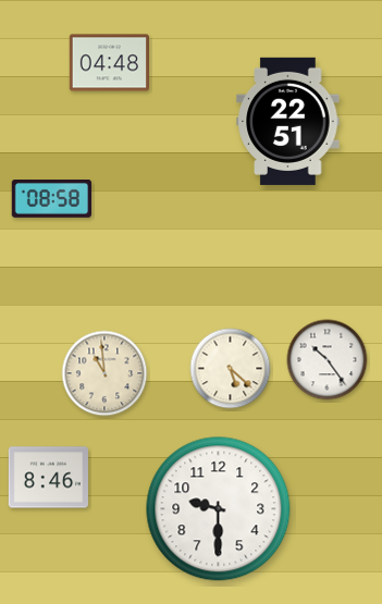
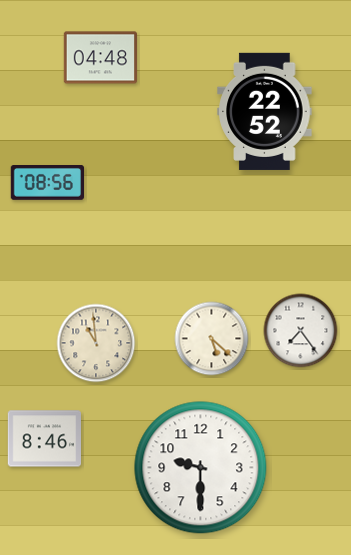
clock at (288, 121): 22:51 -> 22:52
clock at (51, 199): 08:58 -> 08:56
clock at (328, 360): 10:24 -> 7:24
